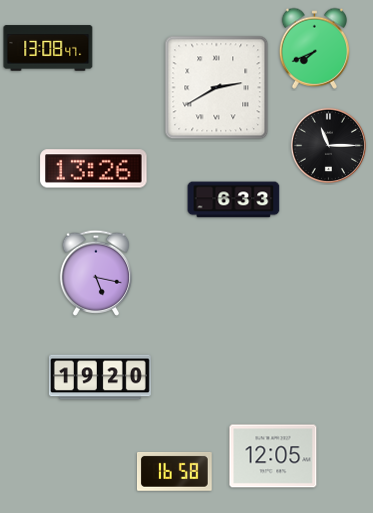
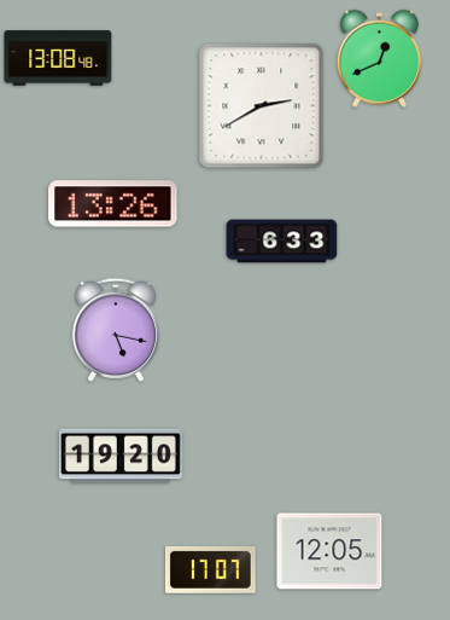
clock at (48, 48): 13:08:47 -> 13:08:48
clock at (314, 48): 7:41 -> 12:41
clock at (328, 145): 11:15 -> none
clock at (174, 471): 16:58 -> 17:07
